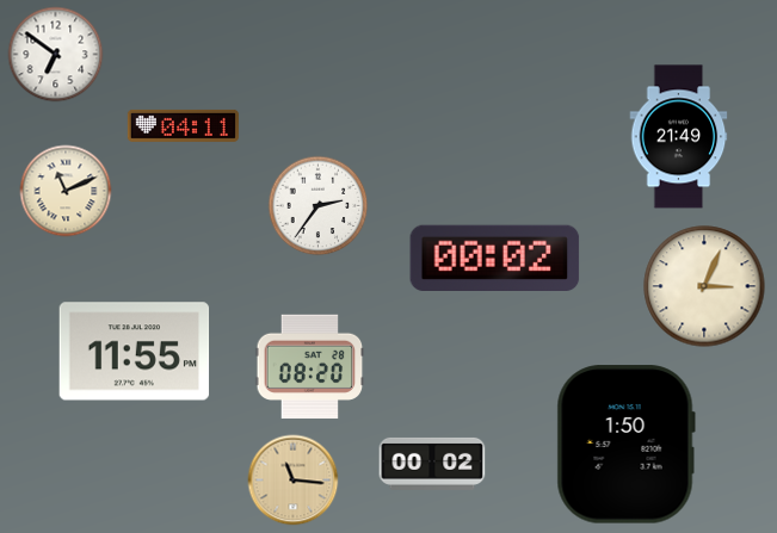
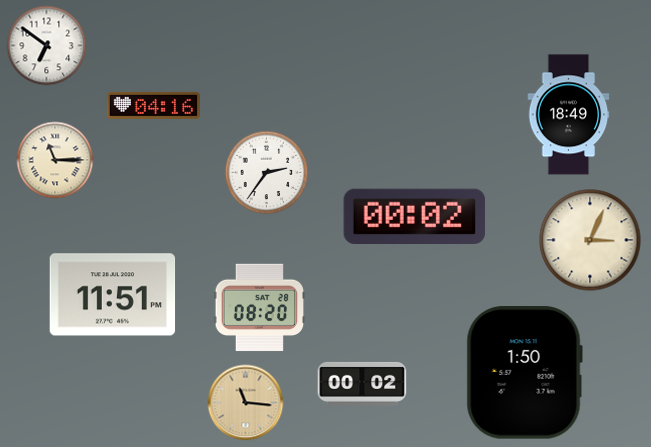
clock at (183, 125): 04:11 -> 04:16
clock at (679, 137): 21:49 -> 18:49
clock at (66, 191): 11:11 -> 11:15
clock at (135, 352): 11:55 -> 11:51
clock at (432, 464) position: (432, 464) -> (362, 384)
